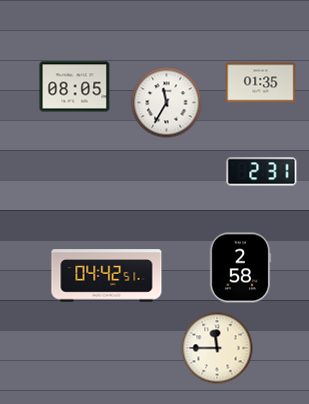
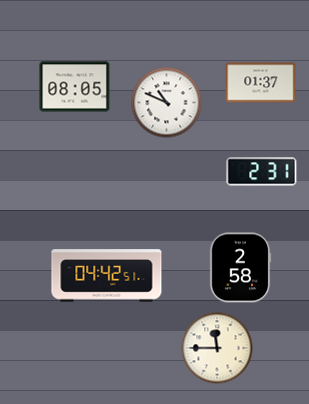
clock at (261, 83): 01:35 -> 01:37
clock at (167, 103): 11:35 -> 10:49
